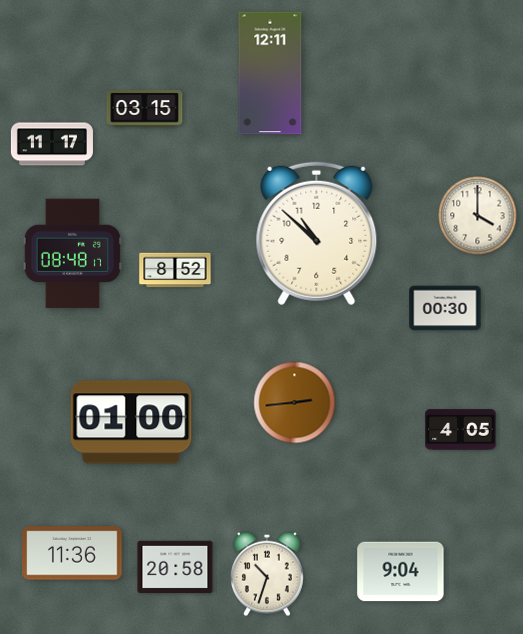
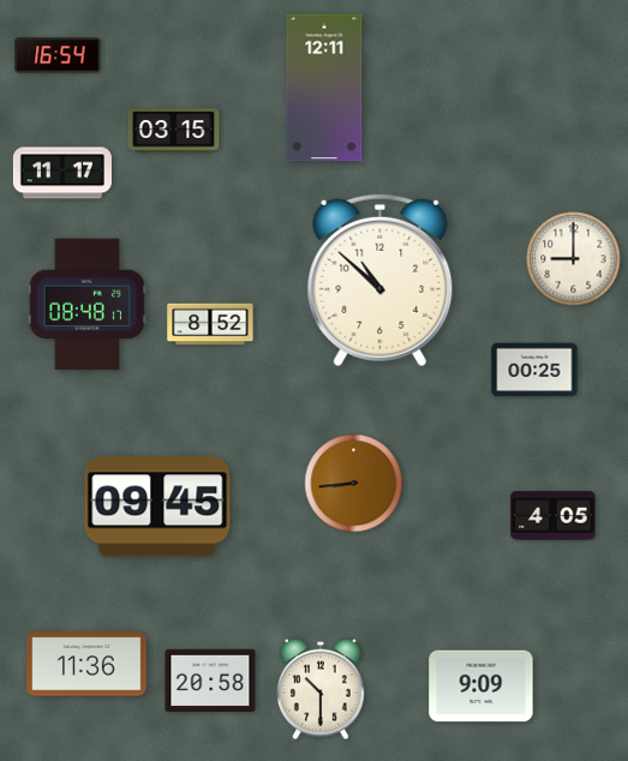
clock at (58, 55): none -> 16:54
clock at (478, 216): 4:00 -> 9:00
clock at (445, 308): 00:30 -> 00:25
clock at (295, 403): 2:44 -> 8:44
clock at (131, 422): 01:00 -> 09:45
clock at (401, 572): 9:04 -> 9:09
clock at (268, 574): 10:33 -> 10:30
